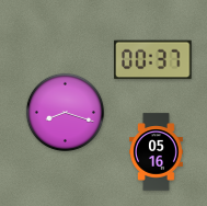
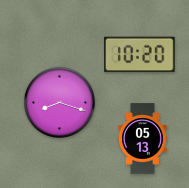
clock at (153, 60): 00:37 -> 10:20
clock at (157, 152): 05:16 -> 05:13
